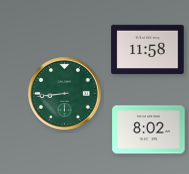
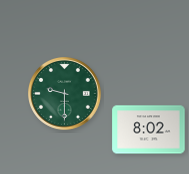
clock at (148, 50): 11:58 -> none
clock at (65, 94): 8:44 -> 9:30
